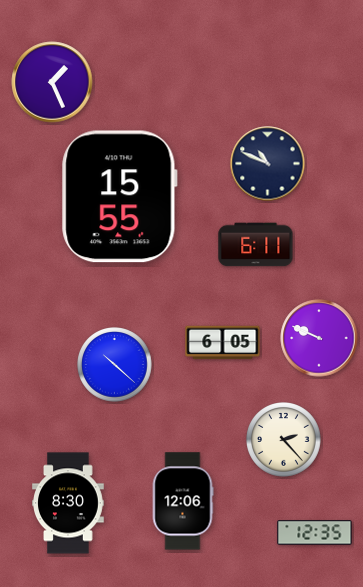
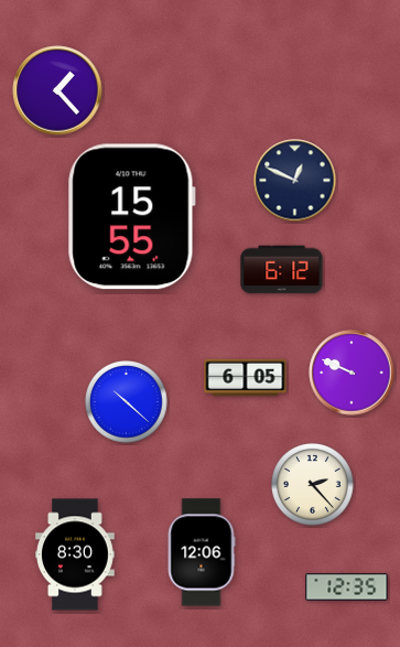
clock at (52, 82): 1:26 -> 1:23
clock at (268, 164): 10:49 -> 12:49
clock at (256, 245): 6:11 -> 6:12
